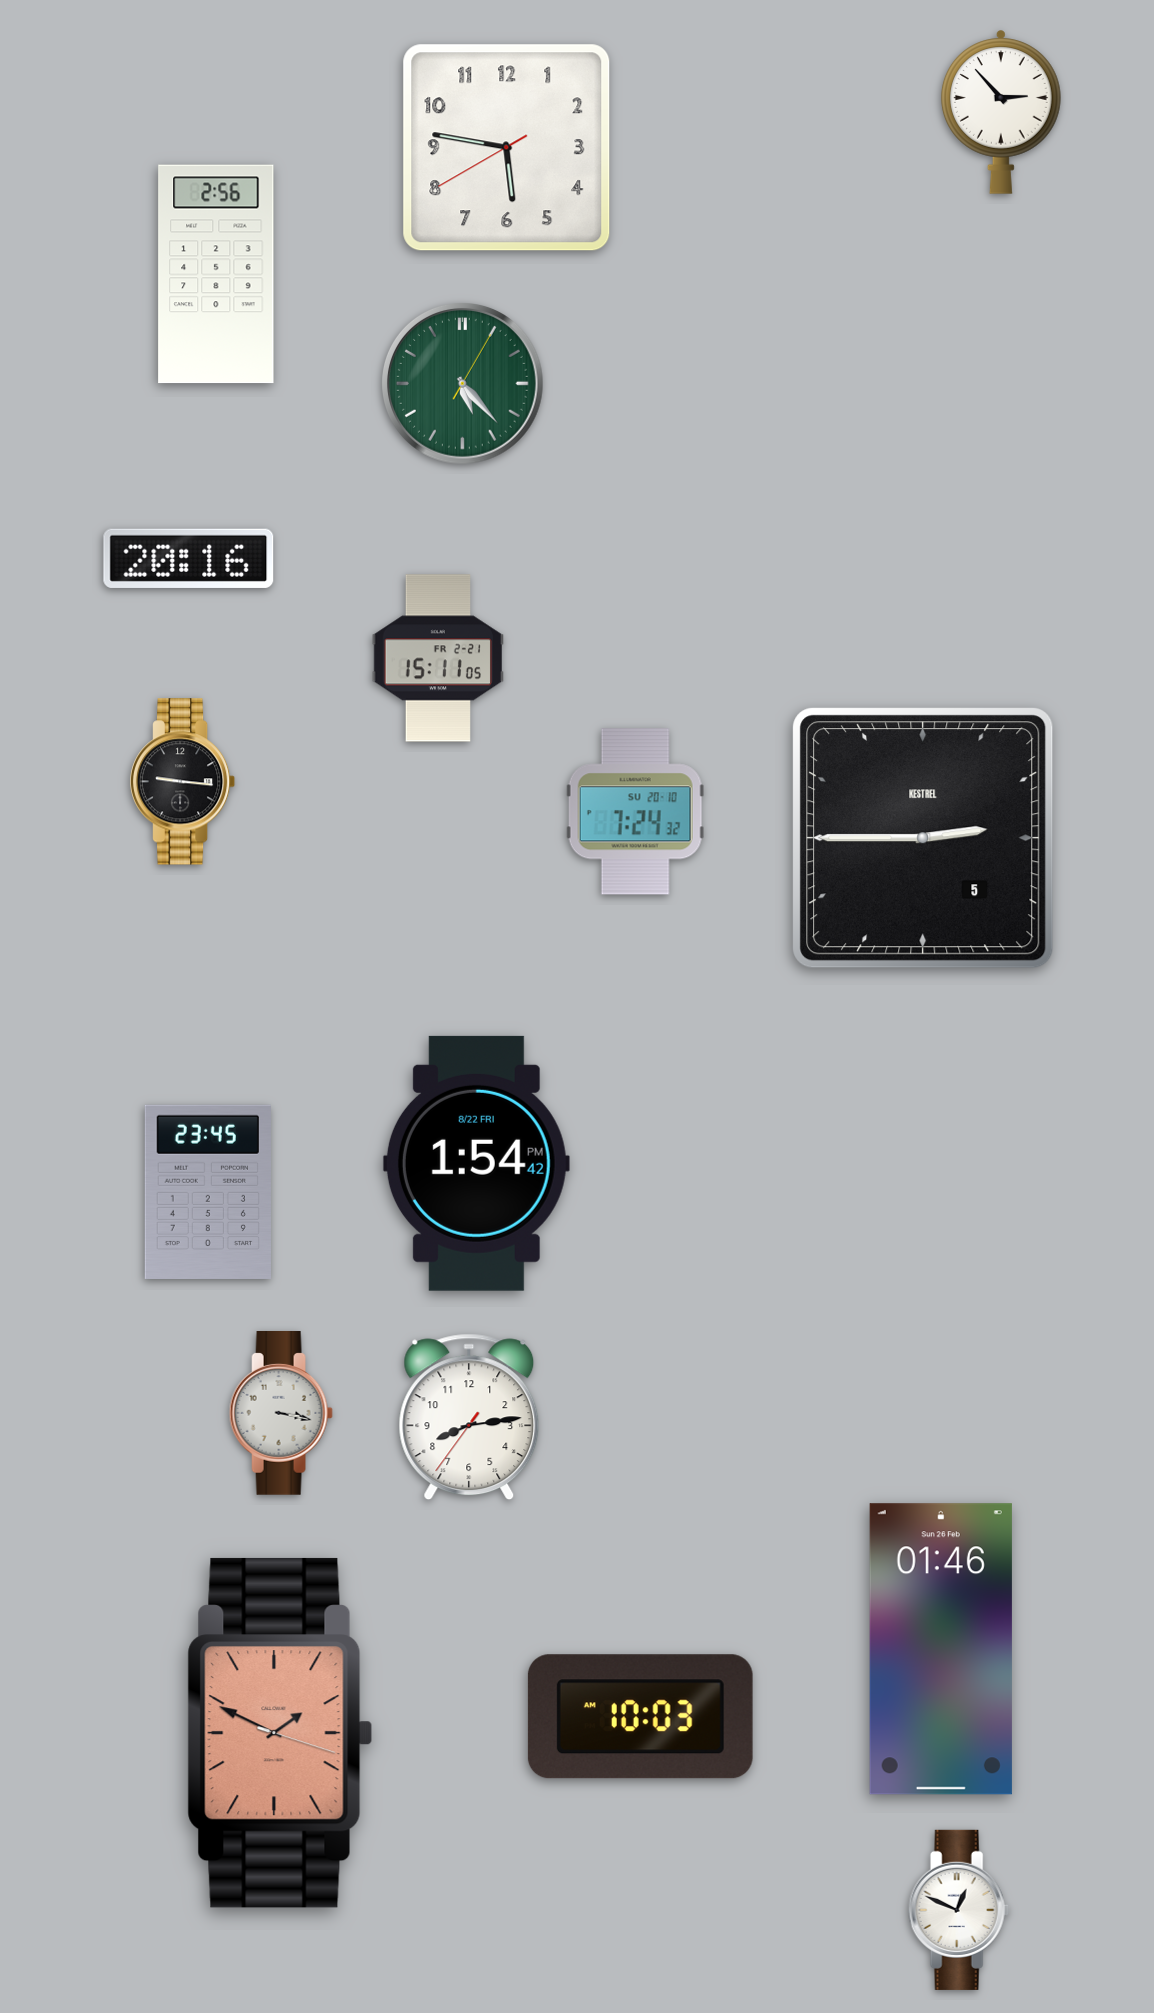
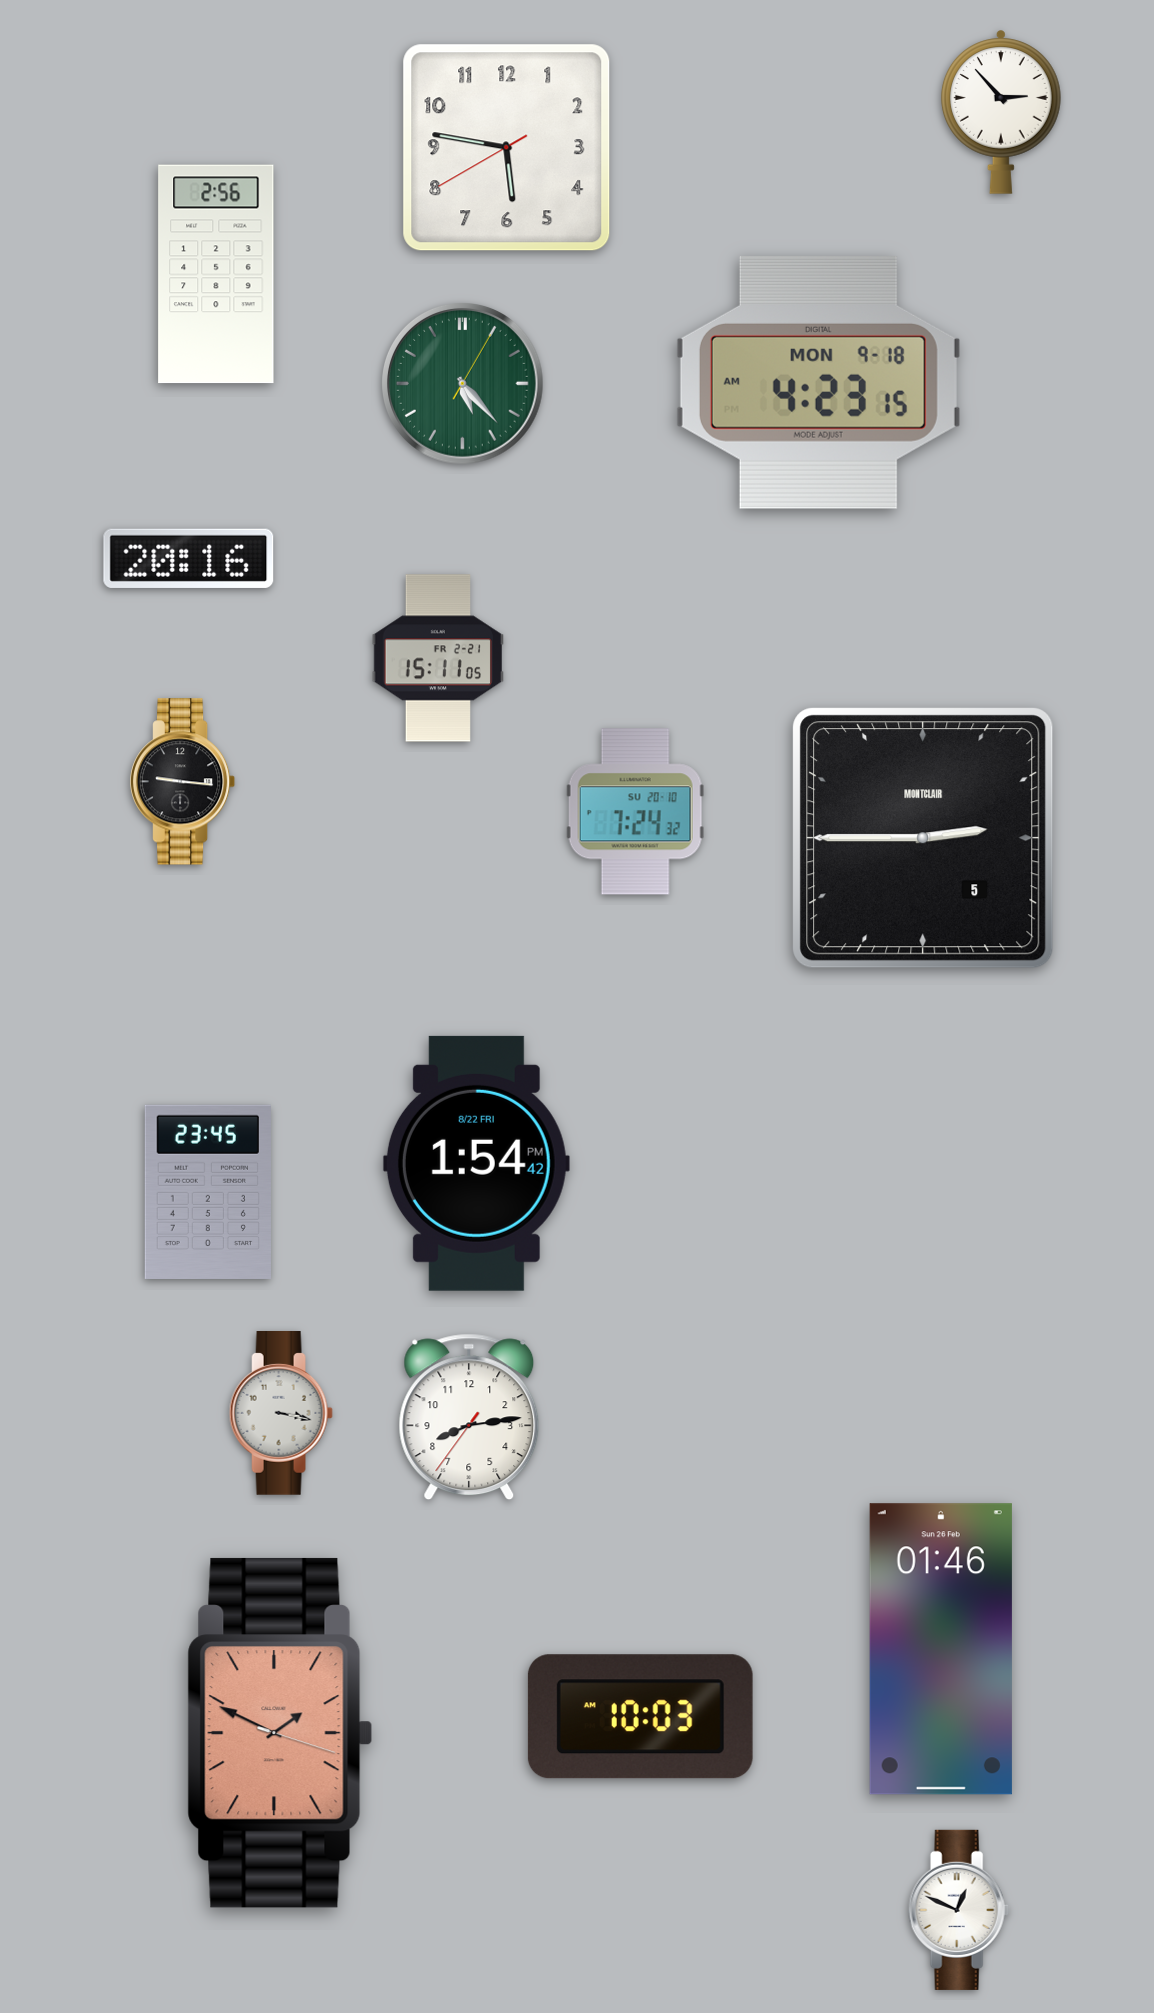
clock at (818, 382): none -> 4:23
clock at (923, 838) brand: KESTREL -> MONTCLAIR
